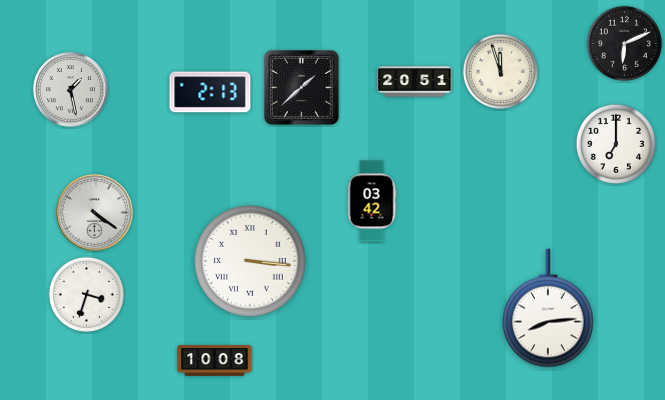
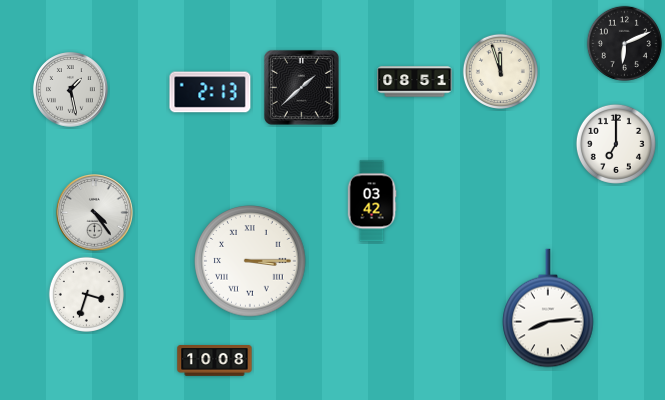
clock at (415, 82): 20:51 -> 08:51
clock at (95, 213): 4:21 -> 4:24
clock at (250, 261): 3:16 -> 3:15
